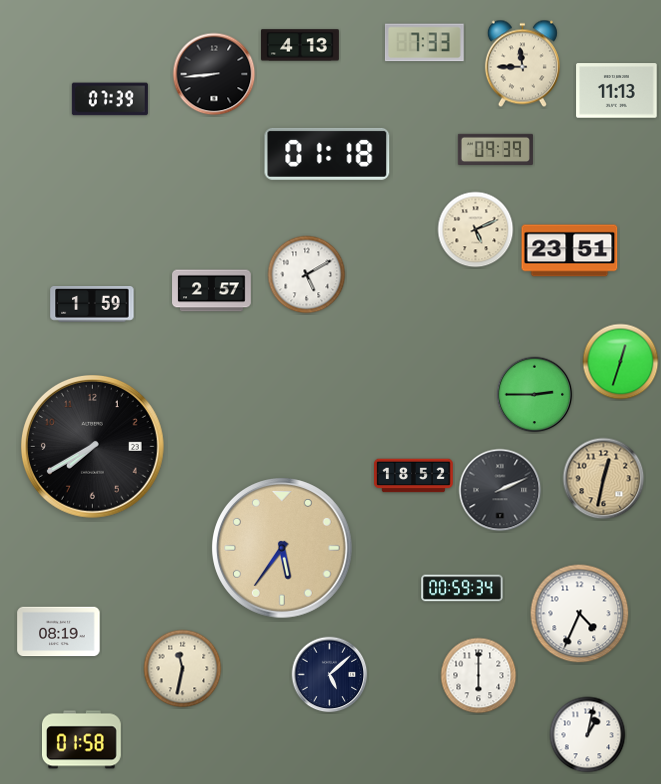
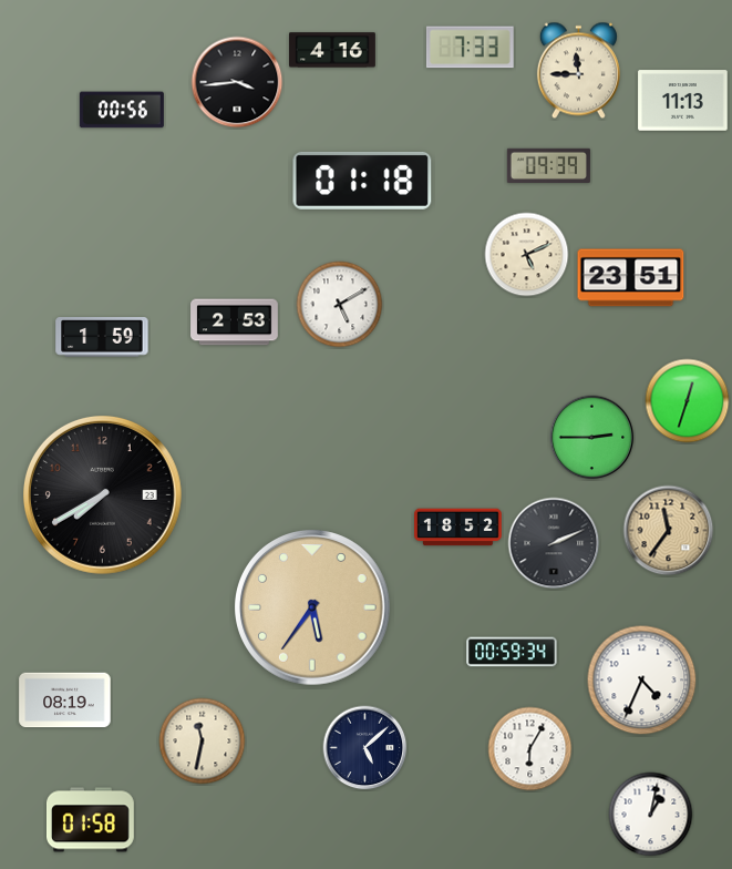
clock at (301, 45): 4:13 -> 4:16
clock at (214, 74): 8:44 -> 3:44
clock at (110, 99): 07:39 -> 00:56
clock at (327, 154) position: (327, 154) -> (362, 181)
clock at (212, 291): 2:57 -> 2:53
clock at (604, 479): 12:32 -> 11:36
clock at (479, 676): 6:00 -> 6:05
